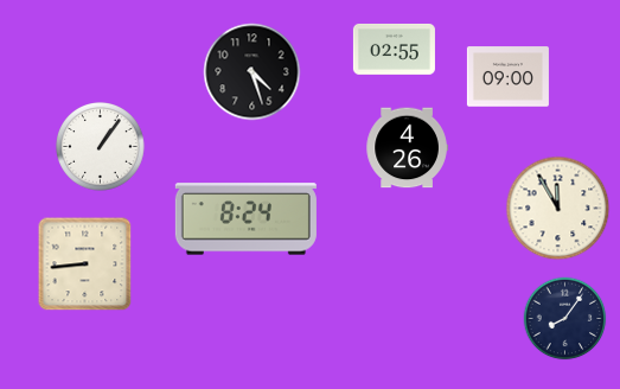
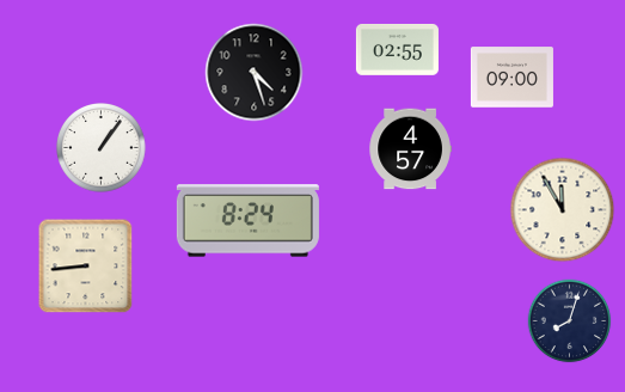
clock at (407, 148): 4:26 -> 4:57
clock at (565, 319): 8:06 -> 8:03
